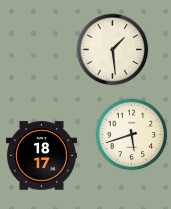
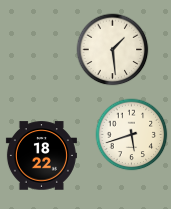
clock at (41, 156): 18:17 -> 18:22
